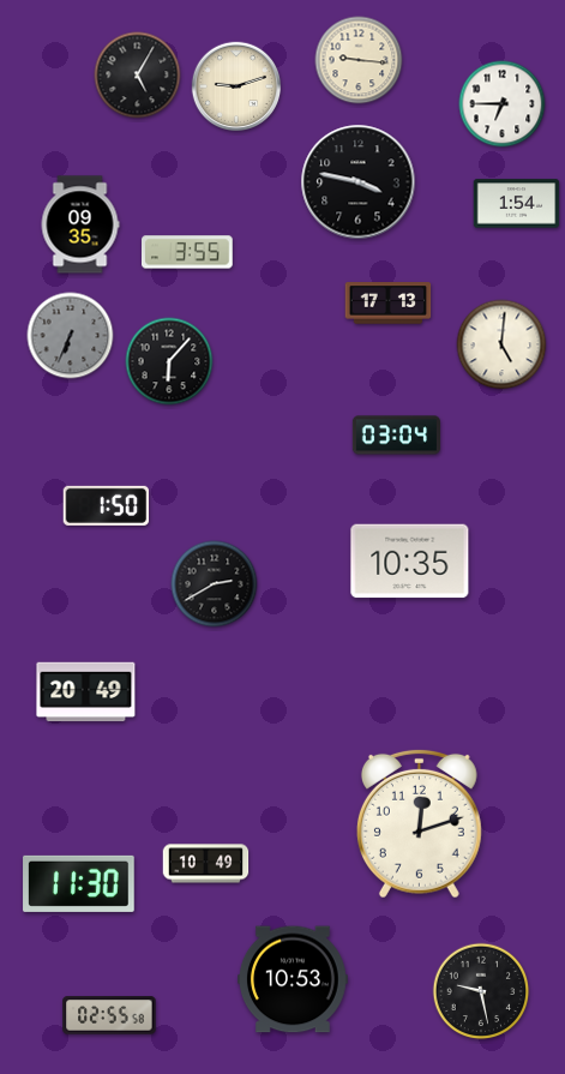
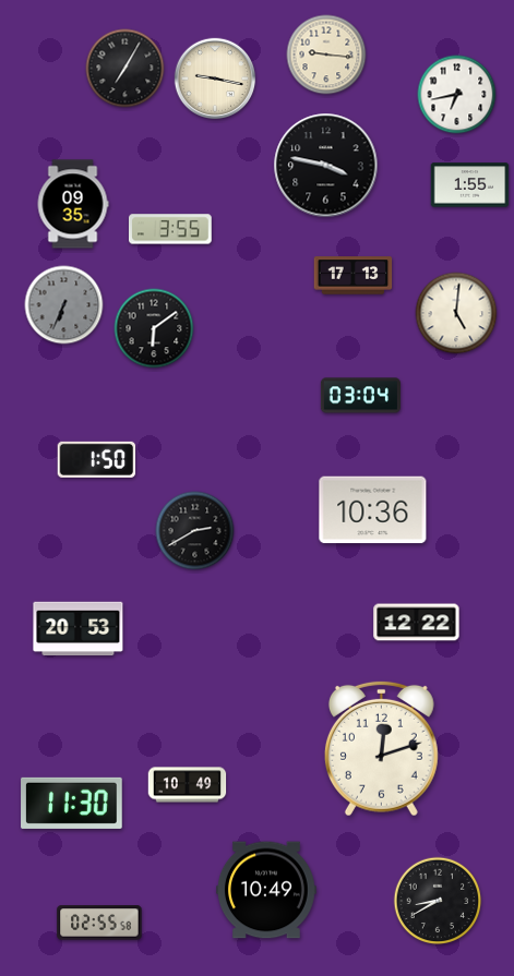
clock at (138, 76): 5:05 -> 7:05
clock at (236, 86): 9:12 -> 9:17
clock at (503, 104): 6:45 -> 6:43
clock at (517, 204): 1:54 -> 1:55
clock at (169, 361): 6:07 -> 6:09
clock at (410, 562): 10:35 -> 10:36
clock at (417, 623): none -> 12:22
clock at (86, 692): 20:49 -> 20:53
clock at (294, 979): 10:53 -> 10:49
clock at (481, 991): 9:28 -> 8:40
